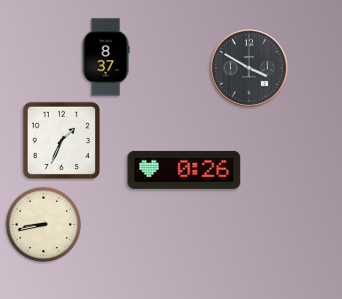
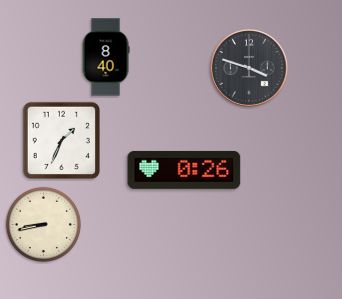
clock at (106, 57): 8:37 -> 8:40
clock at (250, 69): 3:50 -> 3:48
